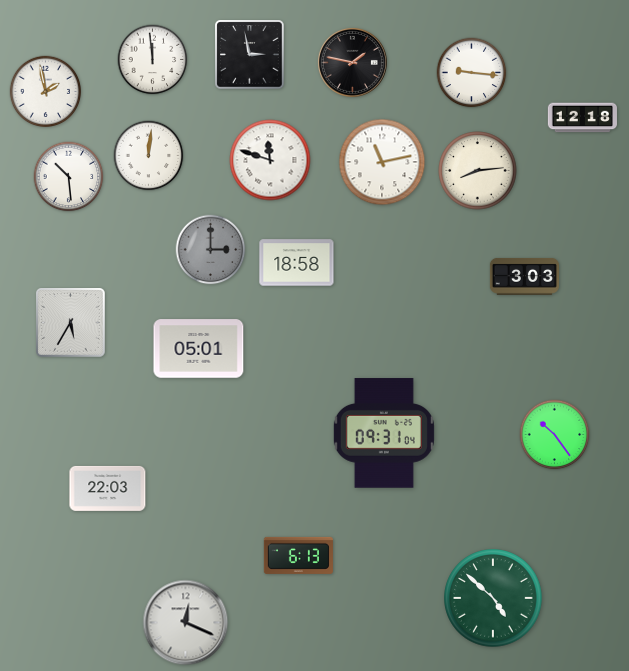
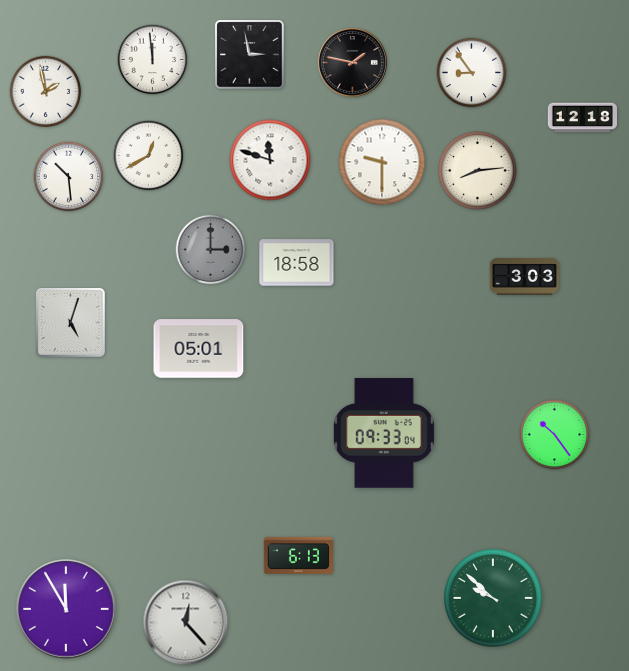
clock at (472, 73): 9:16 -> 8:54
clock at (149, 156): 12:01 -> 12:40
clock at (382, 162): 11:13 -> 9:30
clock at (71, 323): 5:35 -> 5:03
clock at (384, 433): 09:31 -> 09:33
clock at (108, 488): 22:03 -> none
clock at (493, 598): 4:52 -> 9:52
clock at (67, 610): none -> 11:55
clock at (186, 623): 12:19 -> 12:23
